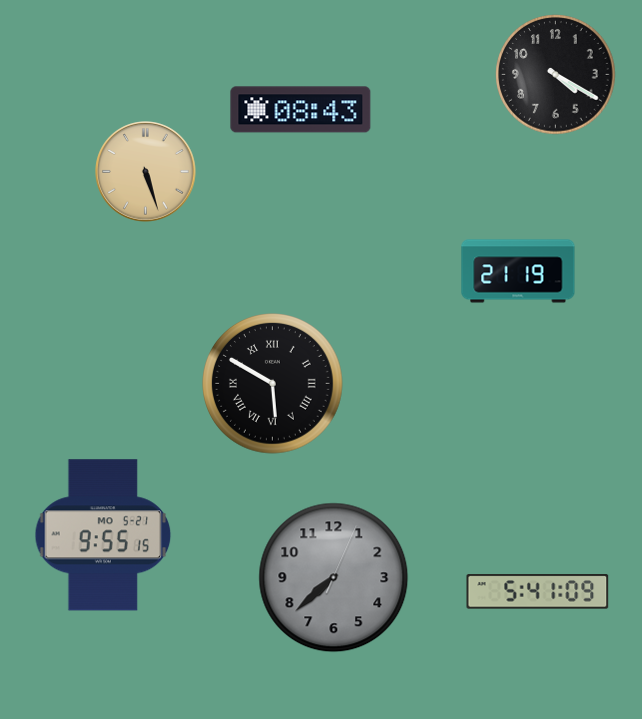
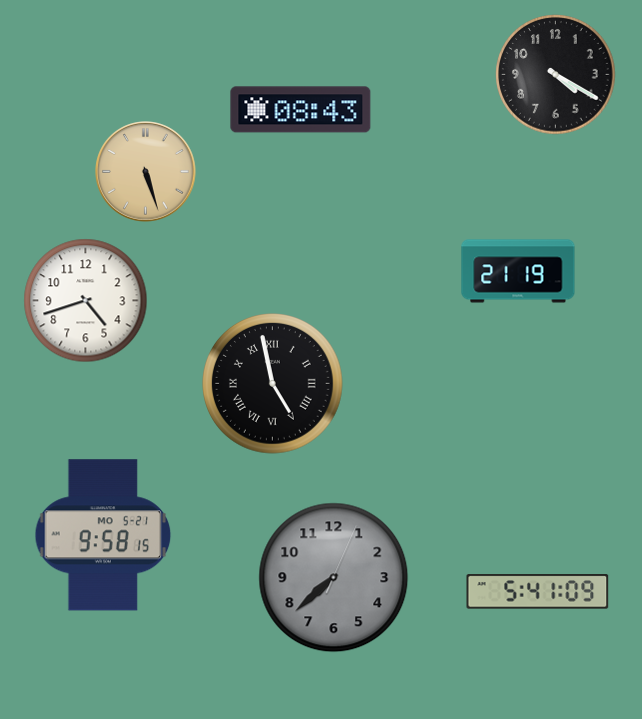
clock at (86, 301): none -> 4:42
clock at (273, 384): 5:50 -> 4:58
clock at (103, 535): 9:55 -> 9:58
